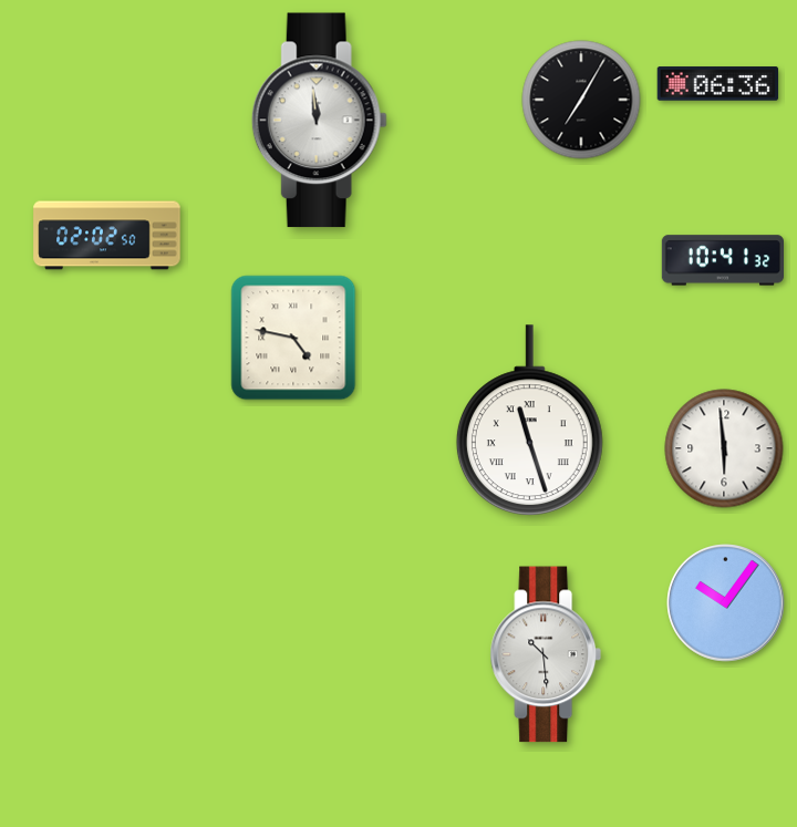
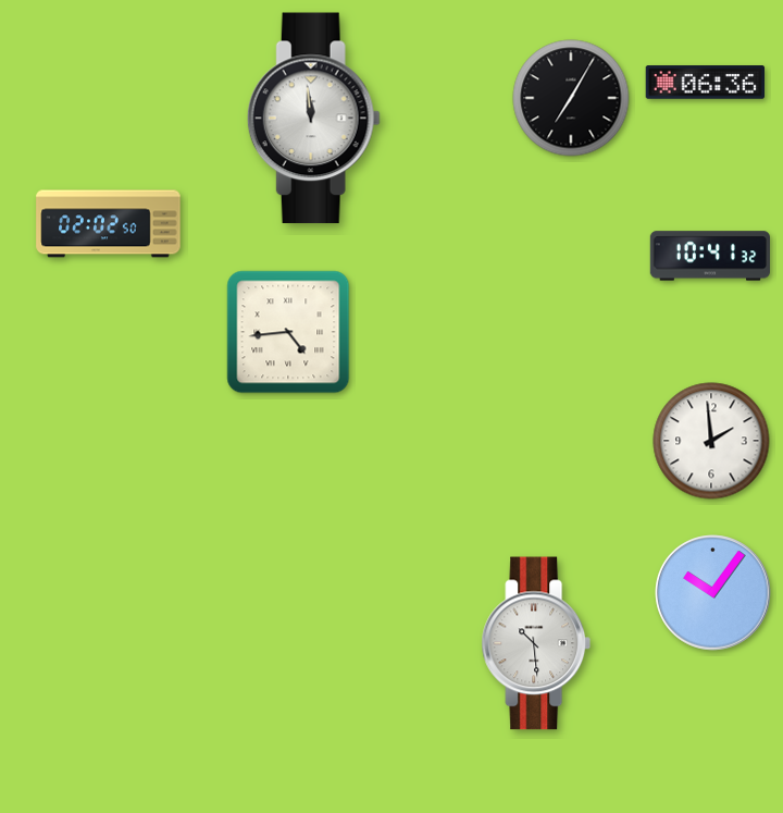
clock at (107, 236) position: (107, 236) -> (109, 224)
clock at (293, 338): 4:47 -> 4:44
clock at (529, 421): 11:27 -> none
clock at (724, 448): 5:59 -> 1:59
